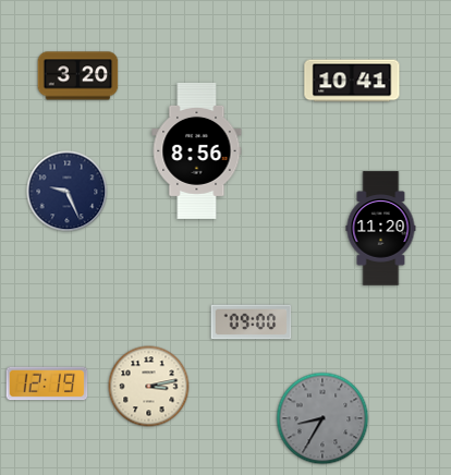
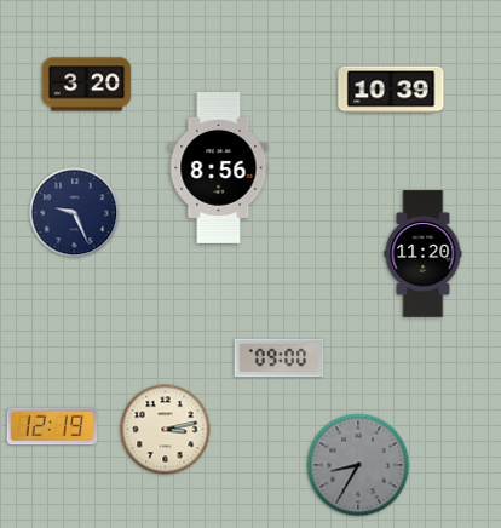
clock at (352, 81): 10:41 -> 10:39
